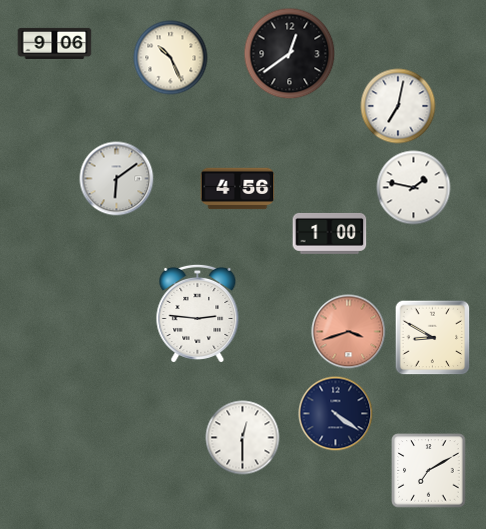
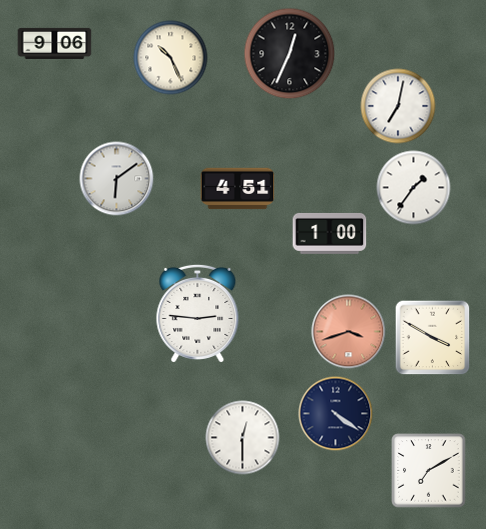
clock at (290, 54): 12:39 -> 12:34
clock at (414, 188): 1:47 -> 1:36
clock at (238, 189): 4:56 -> 4:51
clock at (433, 338): 8:50 -> 3:50
